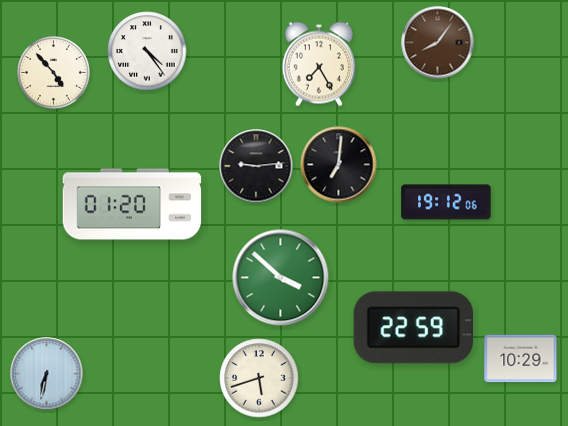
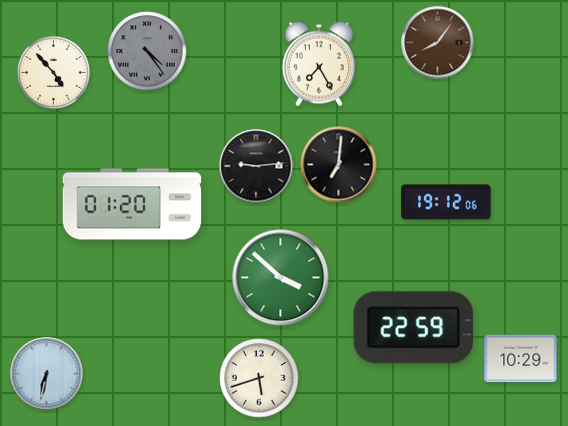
clock at (147, 51) dial: white -> grey
